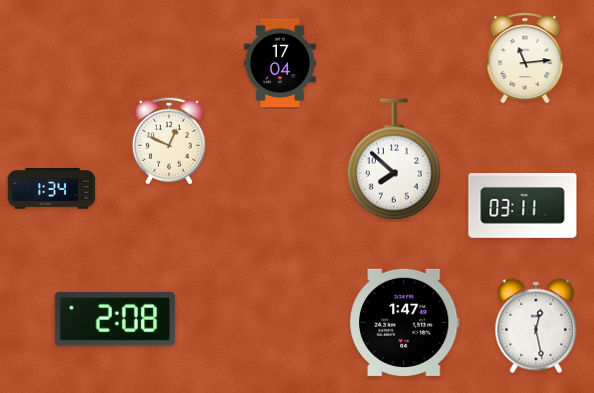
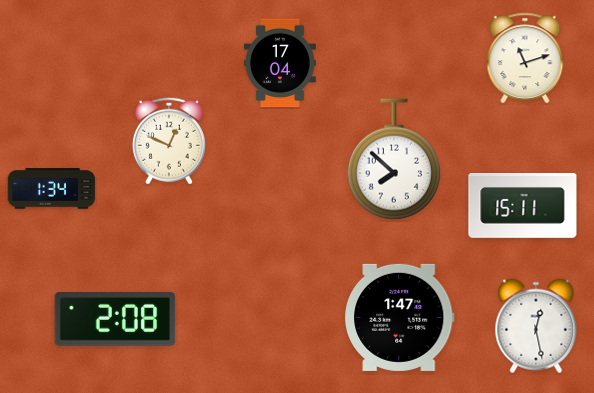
clock at (525, 58): 11:14 -> 11:12
clock at (523, 206): 03:11 -> 15:11
clock at (405, 322) position: (405, 322) -> (400, 317)
